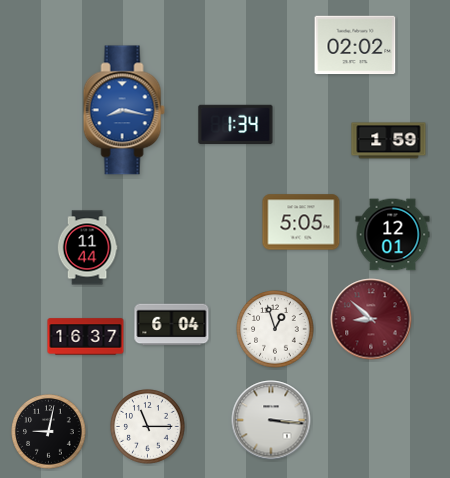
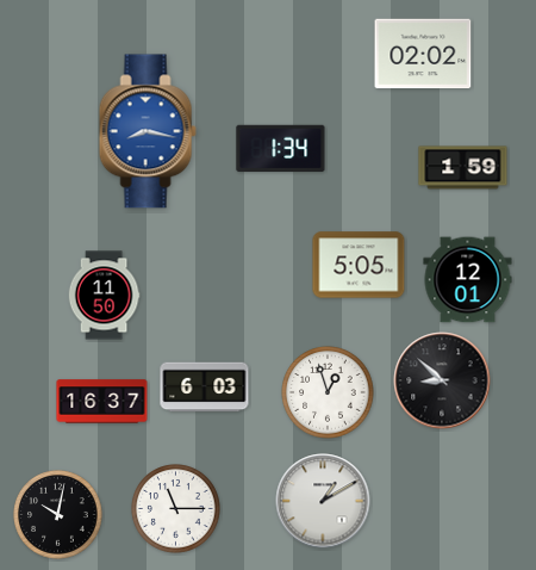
clock at (87, 248): 11:44 -> 11:50
clock at (371, 319) dial: burgundy -> black
clock at (172, 325): 6:04 -> 6:03
clock at (271, 420): 3:16 -> 1:10
clock at (49, 432): 9:02 -> 10:02
